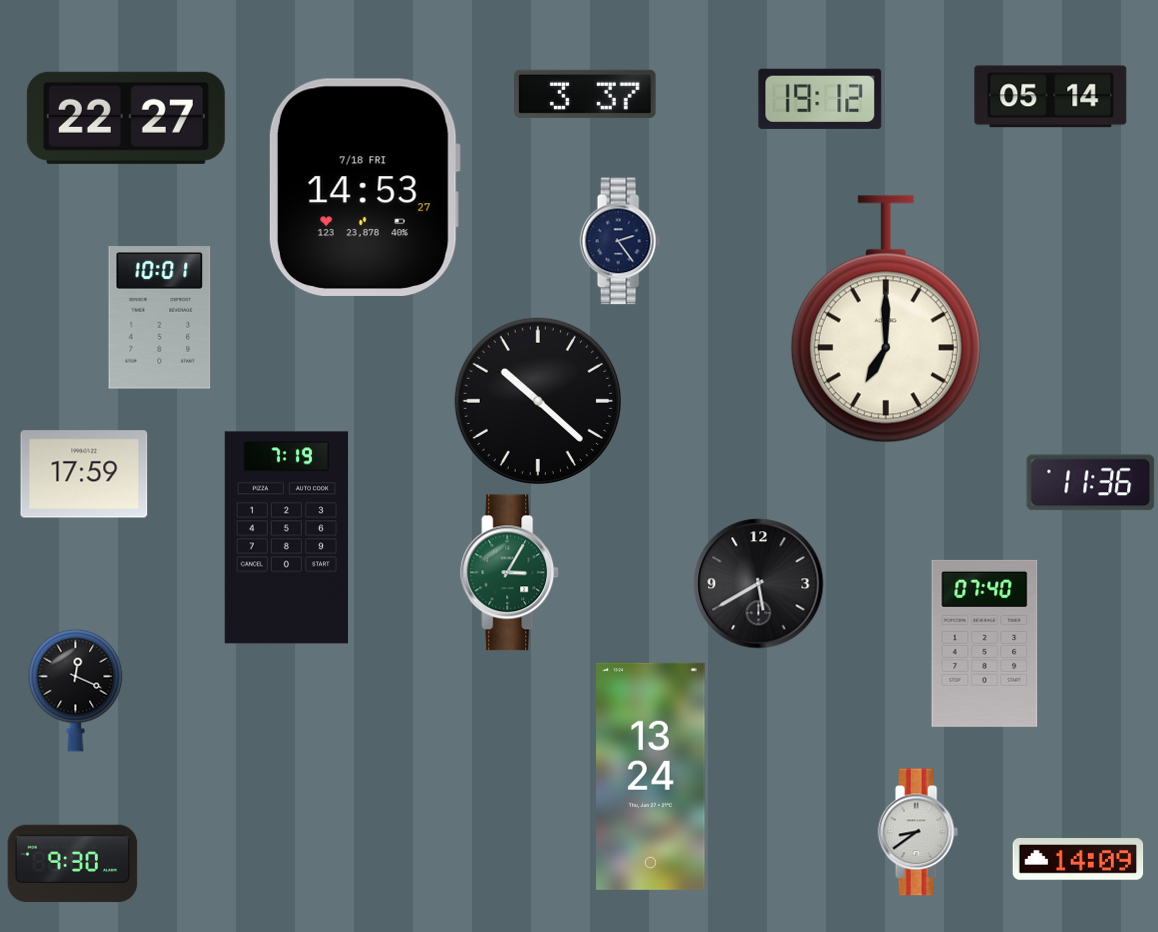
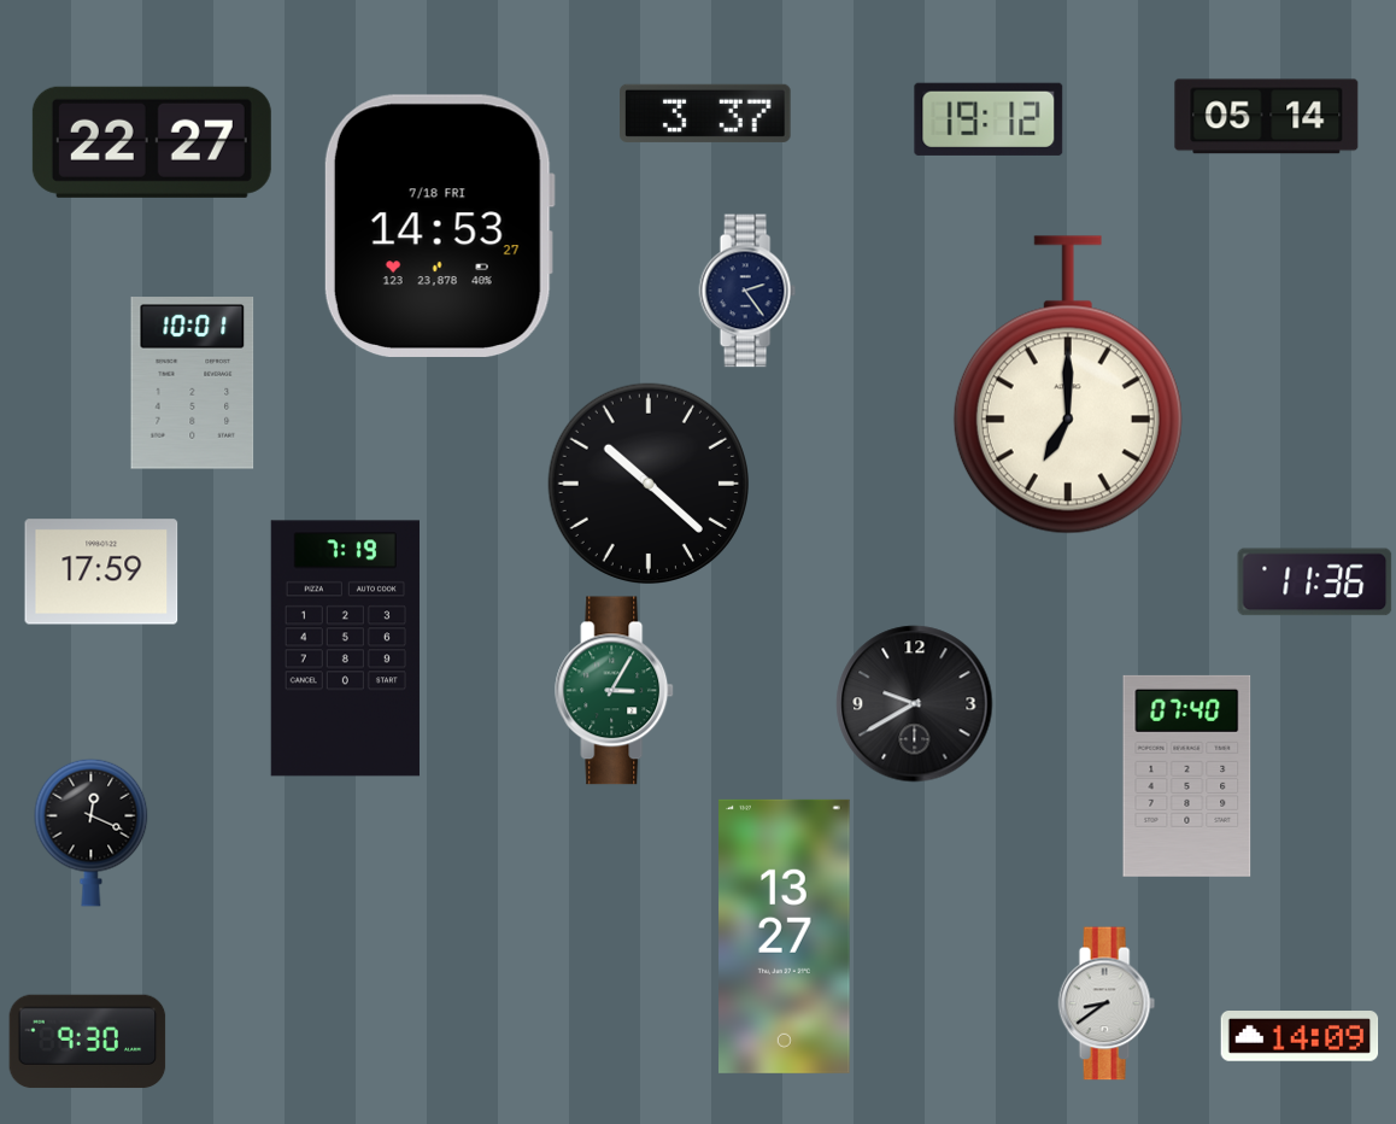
clock at (759, 584): 5:40 -> 9:40
clock at (651, 776): 13:24 -> 13:27
